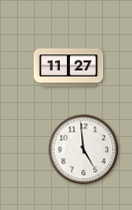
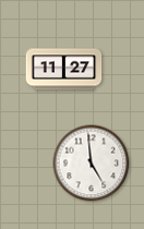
clock at (69, 68) position: (69, 68) -> (64, 70)
